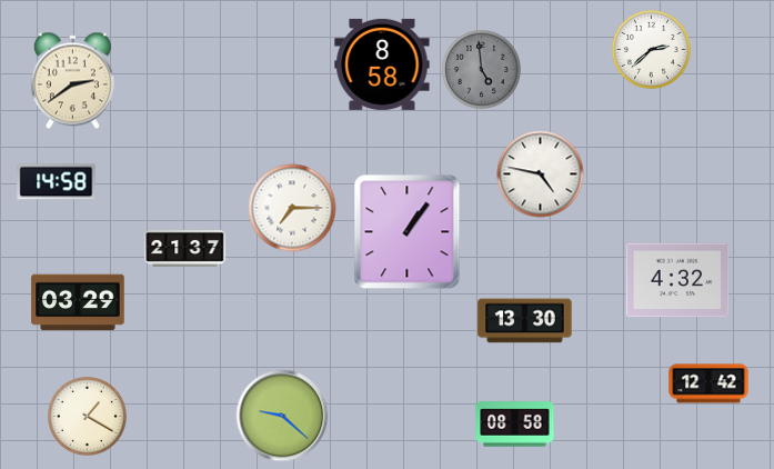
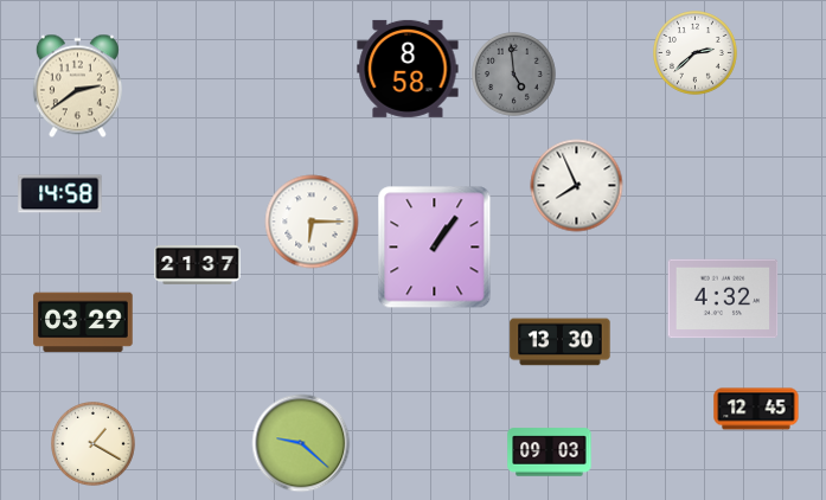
clock at (541, 174): 4:47 -> 7:56
clock at (292, 208): 7:15 -> 6:15
clock at (708, 383): 12:42 -> 12:45
clock at (515, 425): 08:58 -> 09:03
